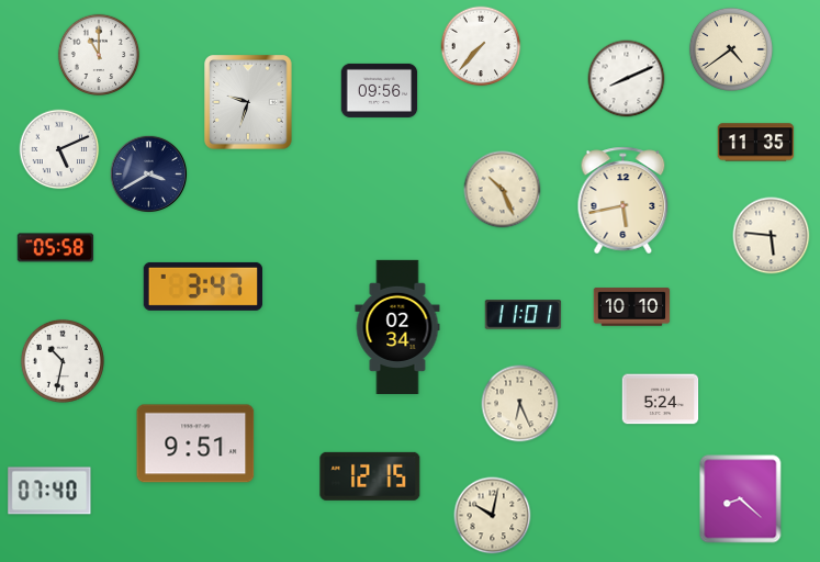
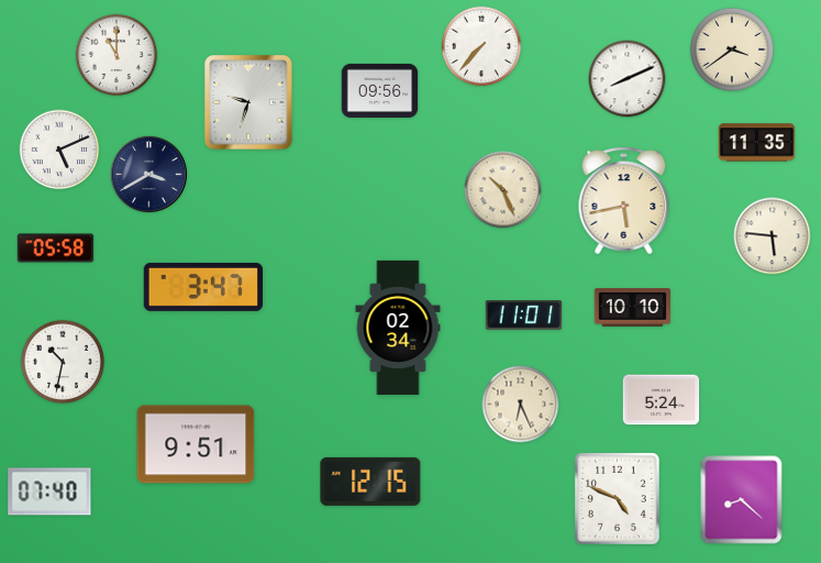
clock at (731, 49): 4:39 -> 3:39
clock at (99, 55) position: (99, 55) -> (117, 55)
clock at (370, 476) position: (370, 476) -> (370, 482)
clock at (617, 498): none -> 4:49
clock at (493, 516): 10:02 -> none
